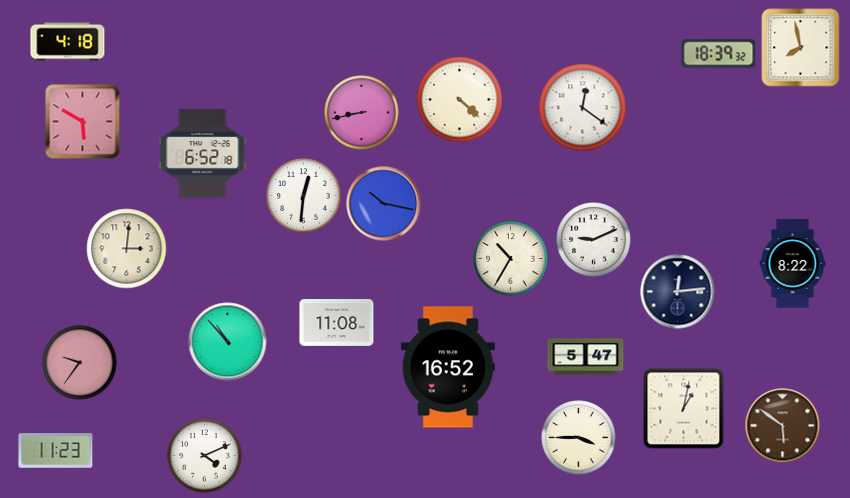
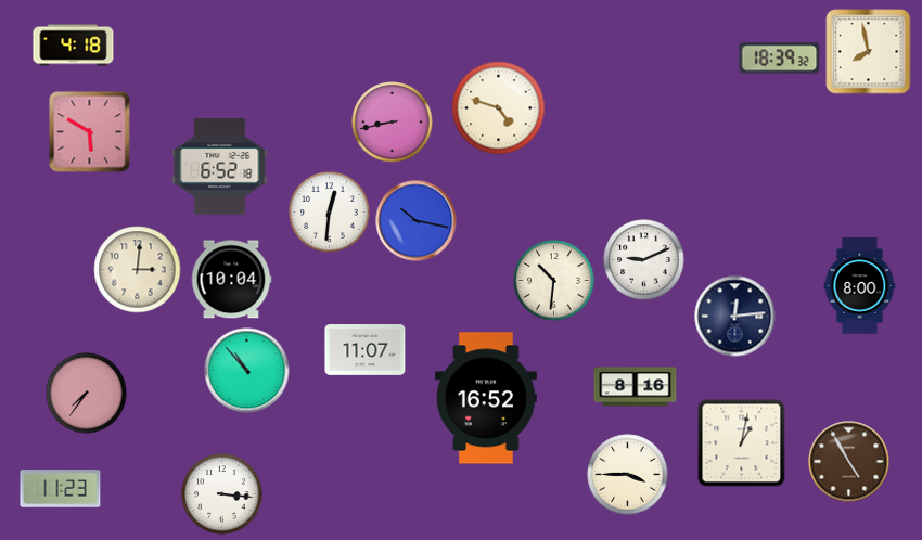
clock at (460, 100): 4:22 -> 4:48
clock at (583, 108): 12:21 -> none
clock at (231, 280): none -> 10:04
clock at (511, 259): 10:35 -> 10:31
clock at (793, 264): 8:22 -> 8:00
clock at (337, 323): 11:08 -> 11:07
clock at (586, 357): 5:47 -> 8:16
clock at (80, 363): 9:36 -> 7:36
clock at (783, 426): 5:51 -> 4:55
clock at (205, 456): 4:11 -> 3:16
